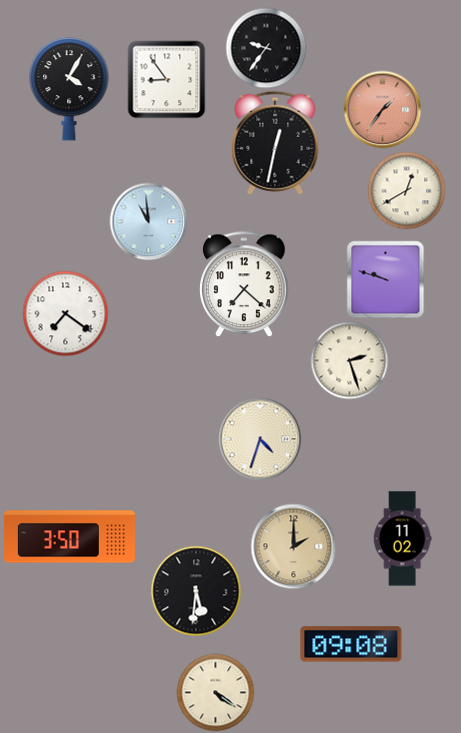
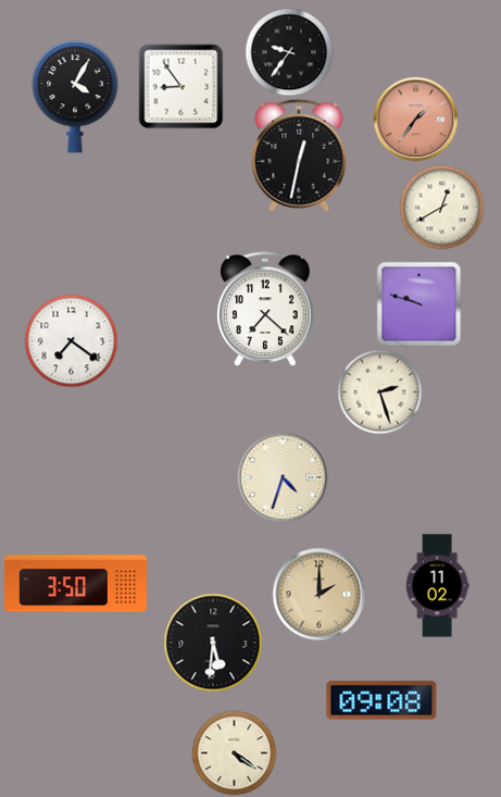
clock at (148, 221): 10:59 -> none
